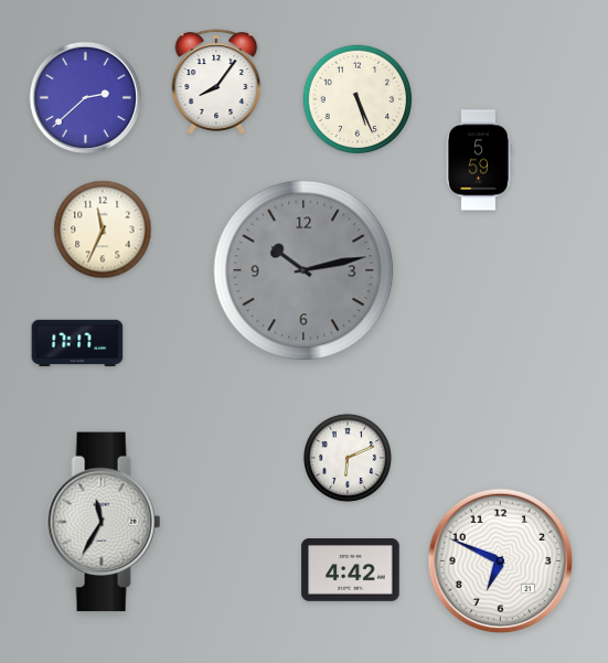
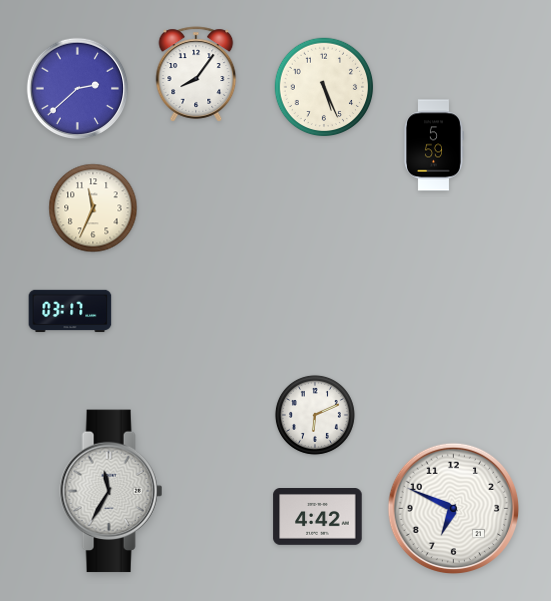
clock at (358, 99) position: (358, 99) -> (324, 87)
clock at (303, 270): 10:13 -> none
clock at (77, 343): 17:17 -> 03:17
clock at (104, 522) position: (104, 522) -> (111, 491)
